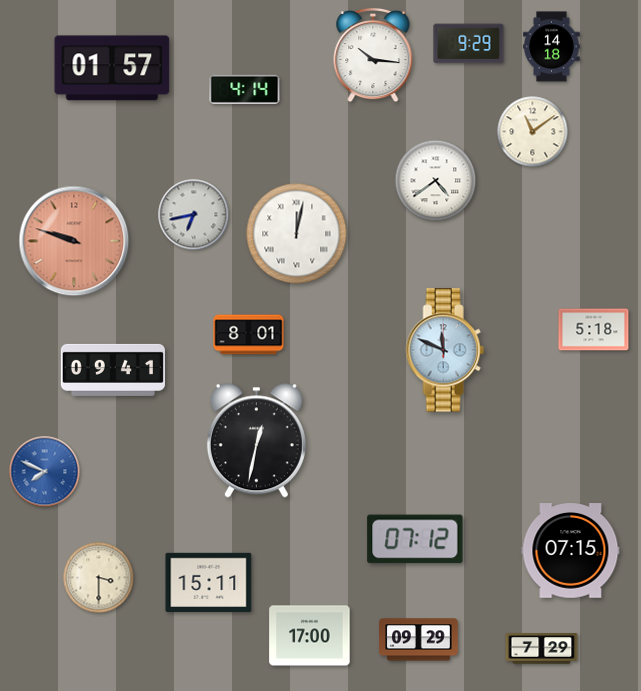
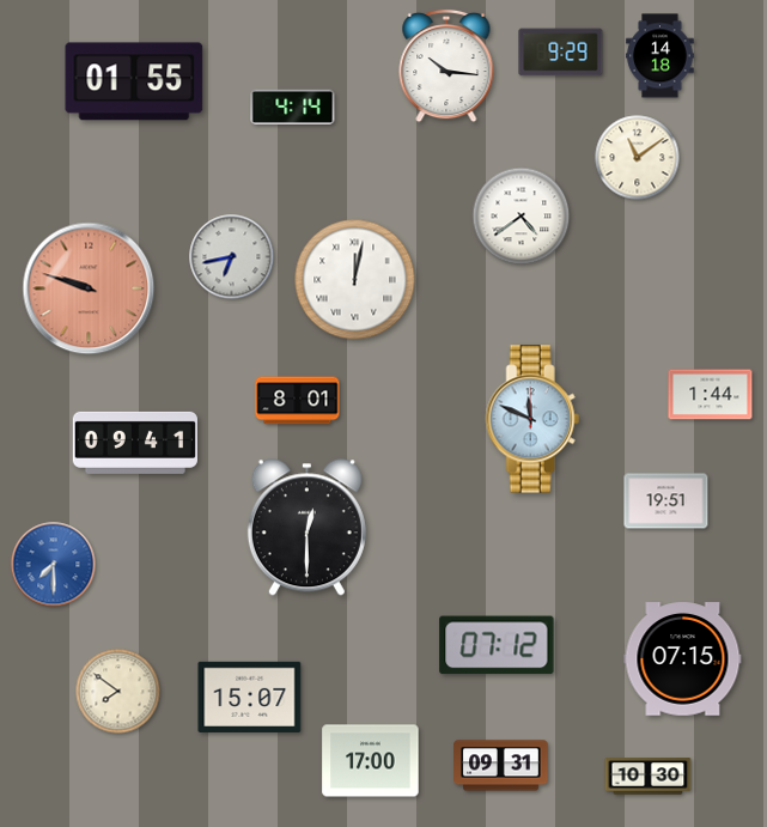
clock at (112, 68): 01:57 -> 01:55
clock at (594, 330): 5:18 -> 1:44
clock at (666, 501): none -> 19:51
clock at (256, 441): 12:32 -> 12:30
clock at (45, 472): 7:49 -> 7:30
clock at (99, 578): 3:30 -> 7:51
clock at (209, 582): 15:11 -> 15:07
clock at (419, 640): 09:29 -> 09:31
clock at (542, 649): 7:29 -> 10:30
